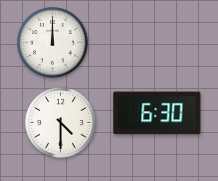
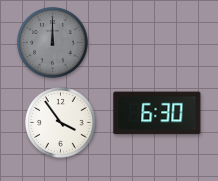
clock at (53, 43) dial: white -> grey
clock at (61, 123): 4:30 -> 3:54
